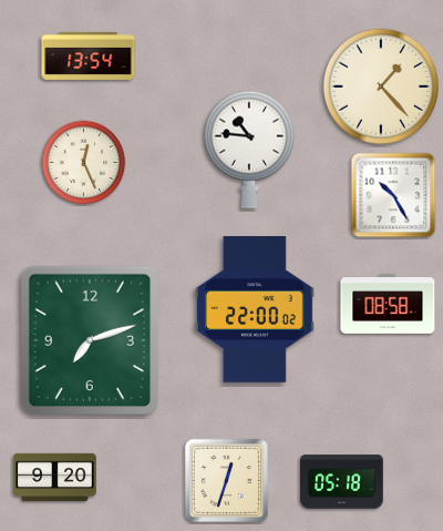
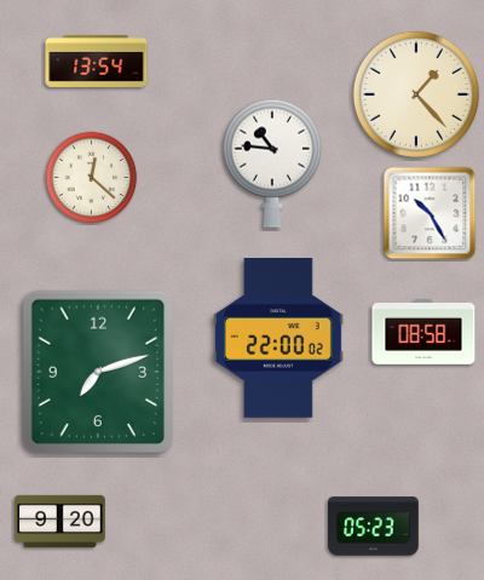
clock at (84, 163): 12:26 -> 12:22
clock at (226, 480): 12:33 -> none
clock at (342, 482): 05:18 -> 05:23
